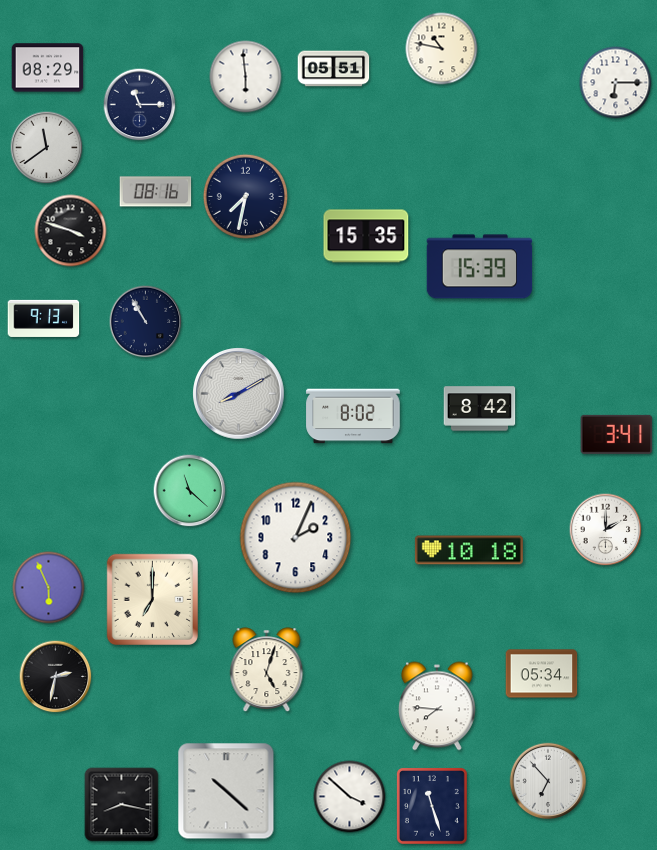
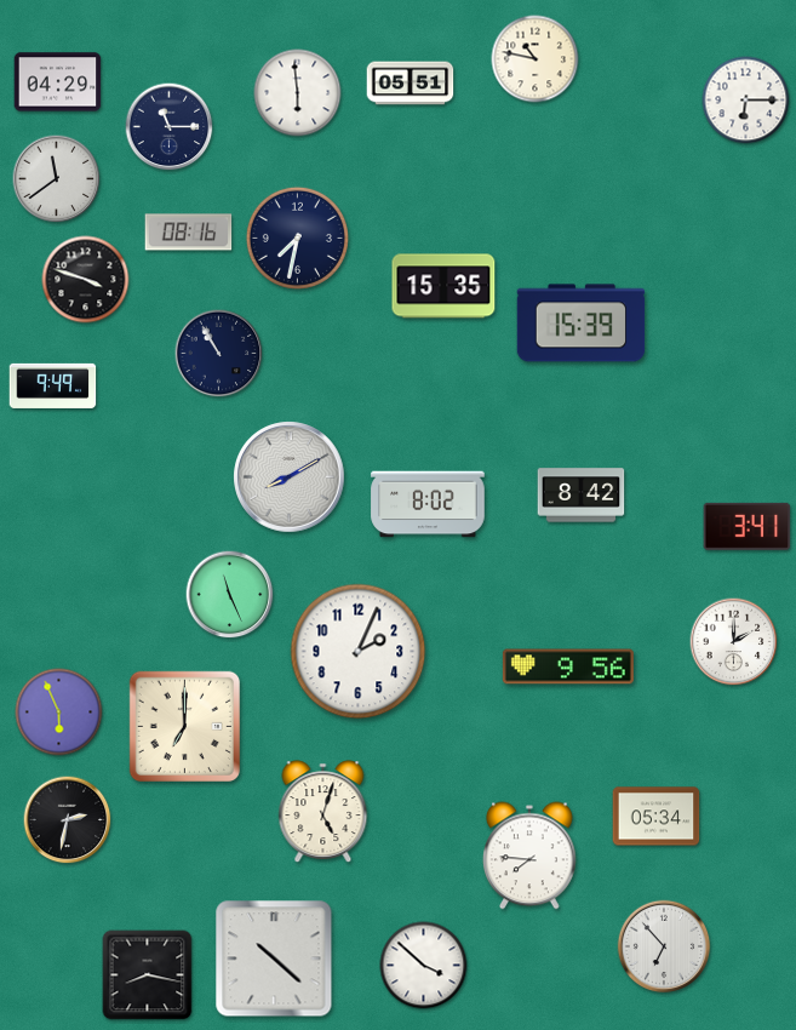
clock at (48, 68): 08:29 -> 04:29
clock at (334, 69) position: (334, 69) -> (411, 84)
clock at (44, 318): 9:13 -> 9:49
clock at (146, 322) position: (146, 322) -> (219, 354)
clock at (190, 491): 11:22 -> 11:26
clock at (469, 550): 10:18 -> 9:56
clock at (432, 807): 11:27 -> none
